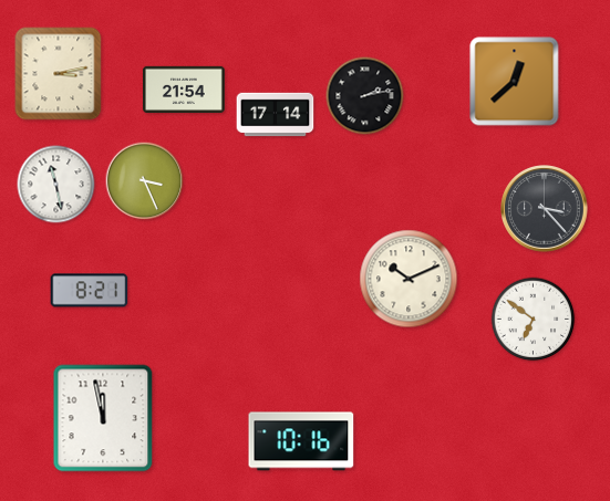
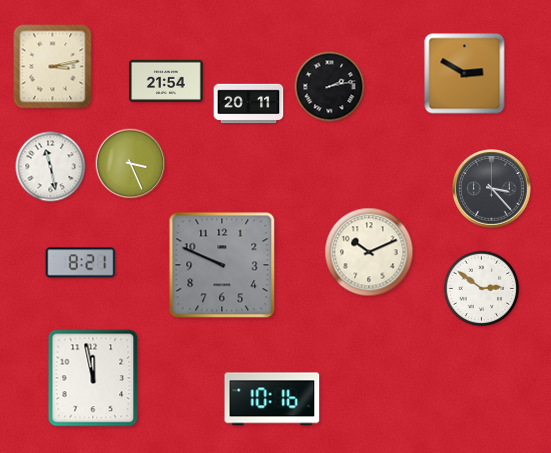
clock at (515, 82): 12:38 -> 2:50
clock at (276, 115): 17:14 -> 20:11
clock at (222, 265): none -> 9:49
clock at (534, 320): 6:51 -> 2:51
